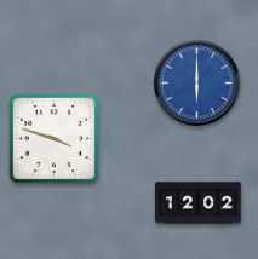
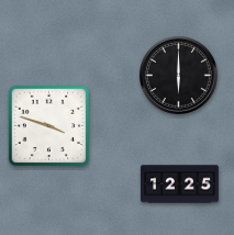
clock at (196, 82) dial: blue -> black
clock at (199, 203): 12:02 -> 12:25
